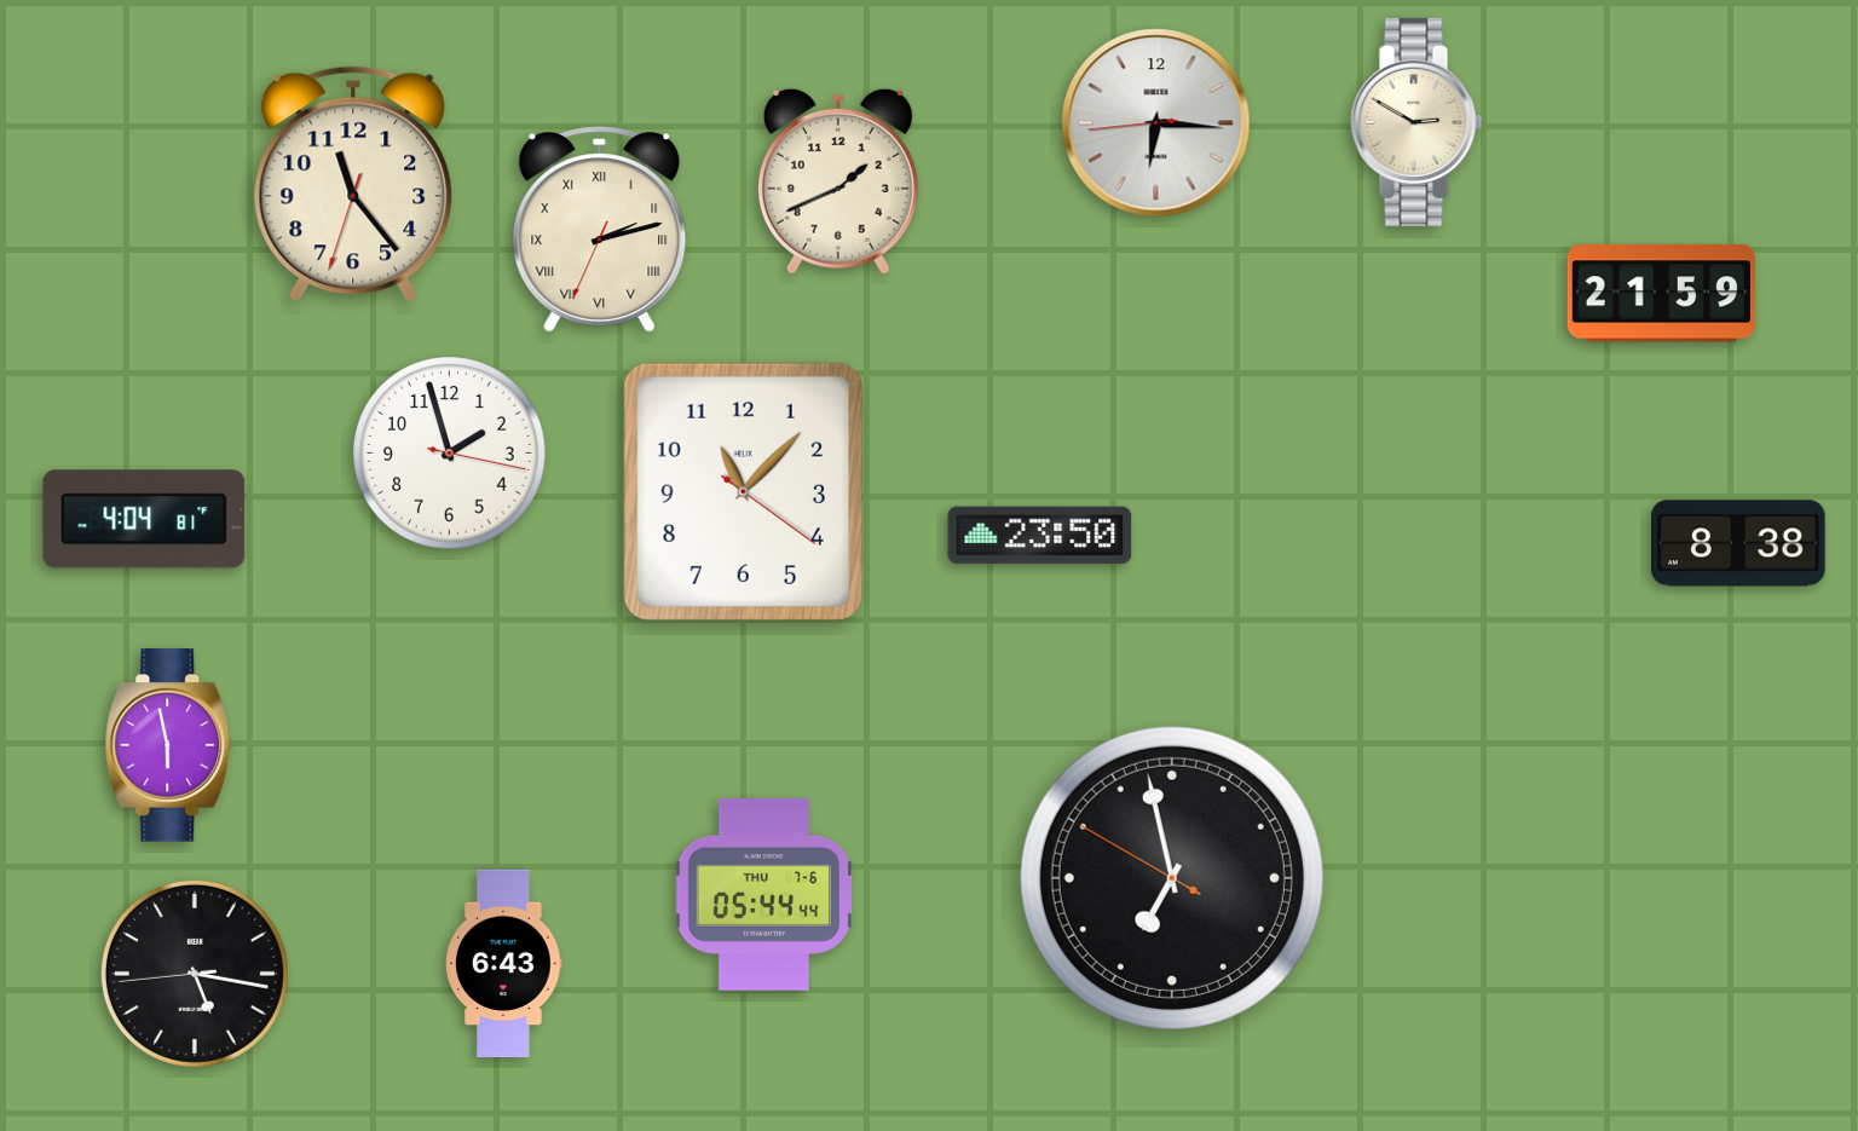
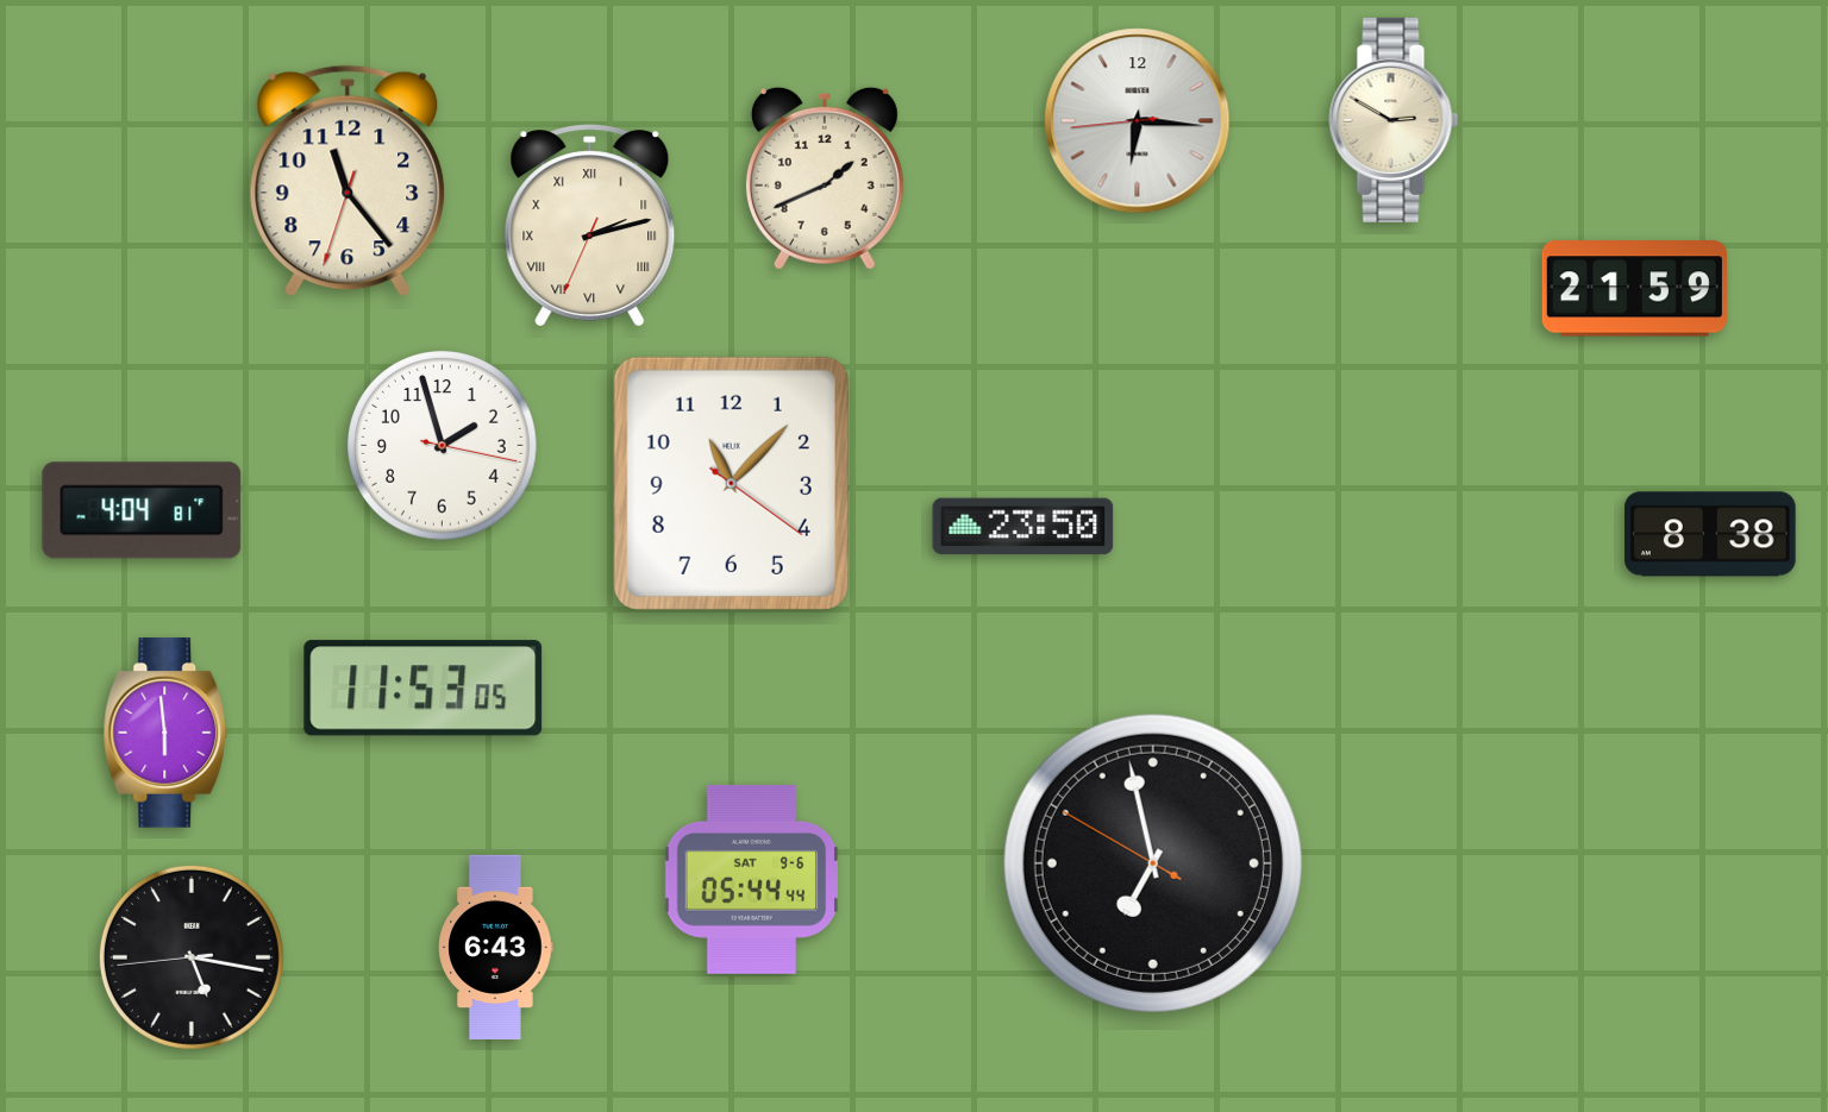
clock at (424, 689): none -> 11:53
clock at (168, 745): 5:58 -> 5:59
clock at (764, 894) date: THU 7-6 -> SAT 9-6
